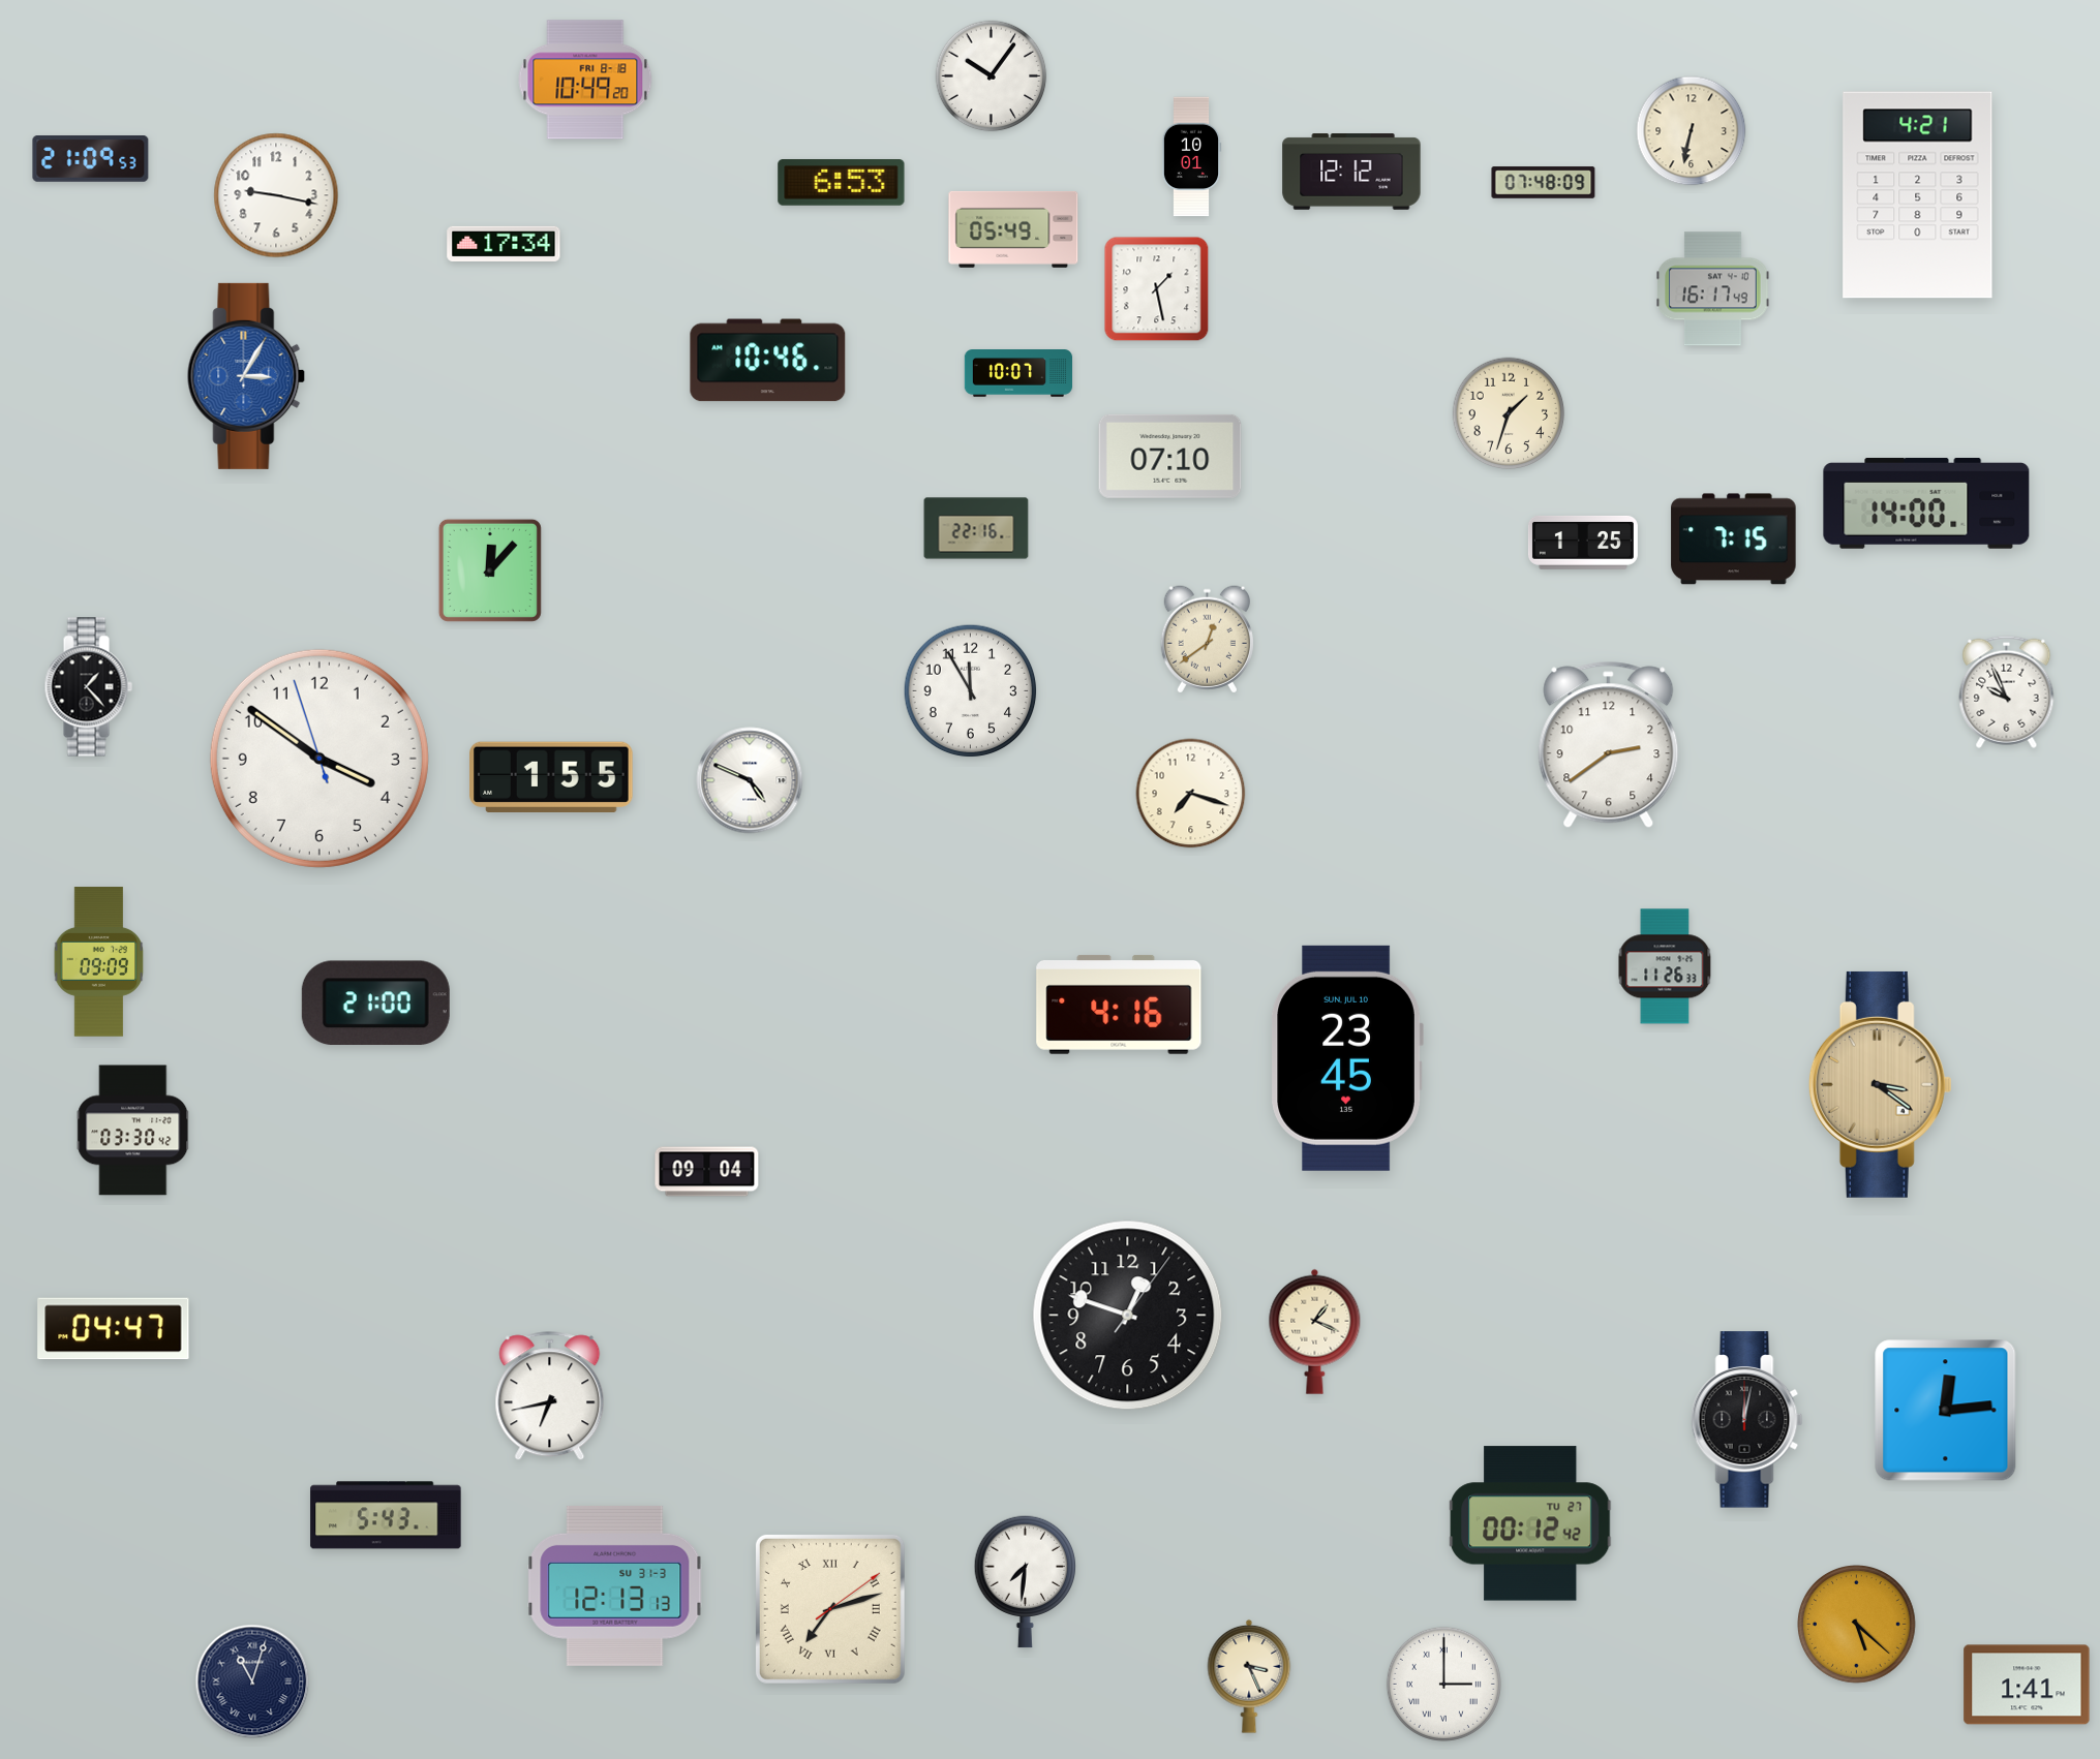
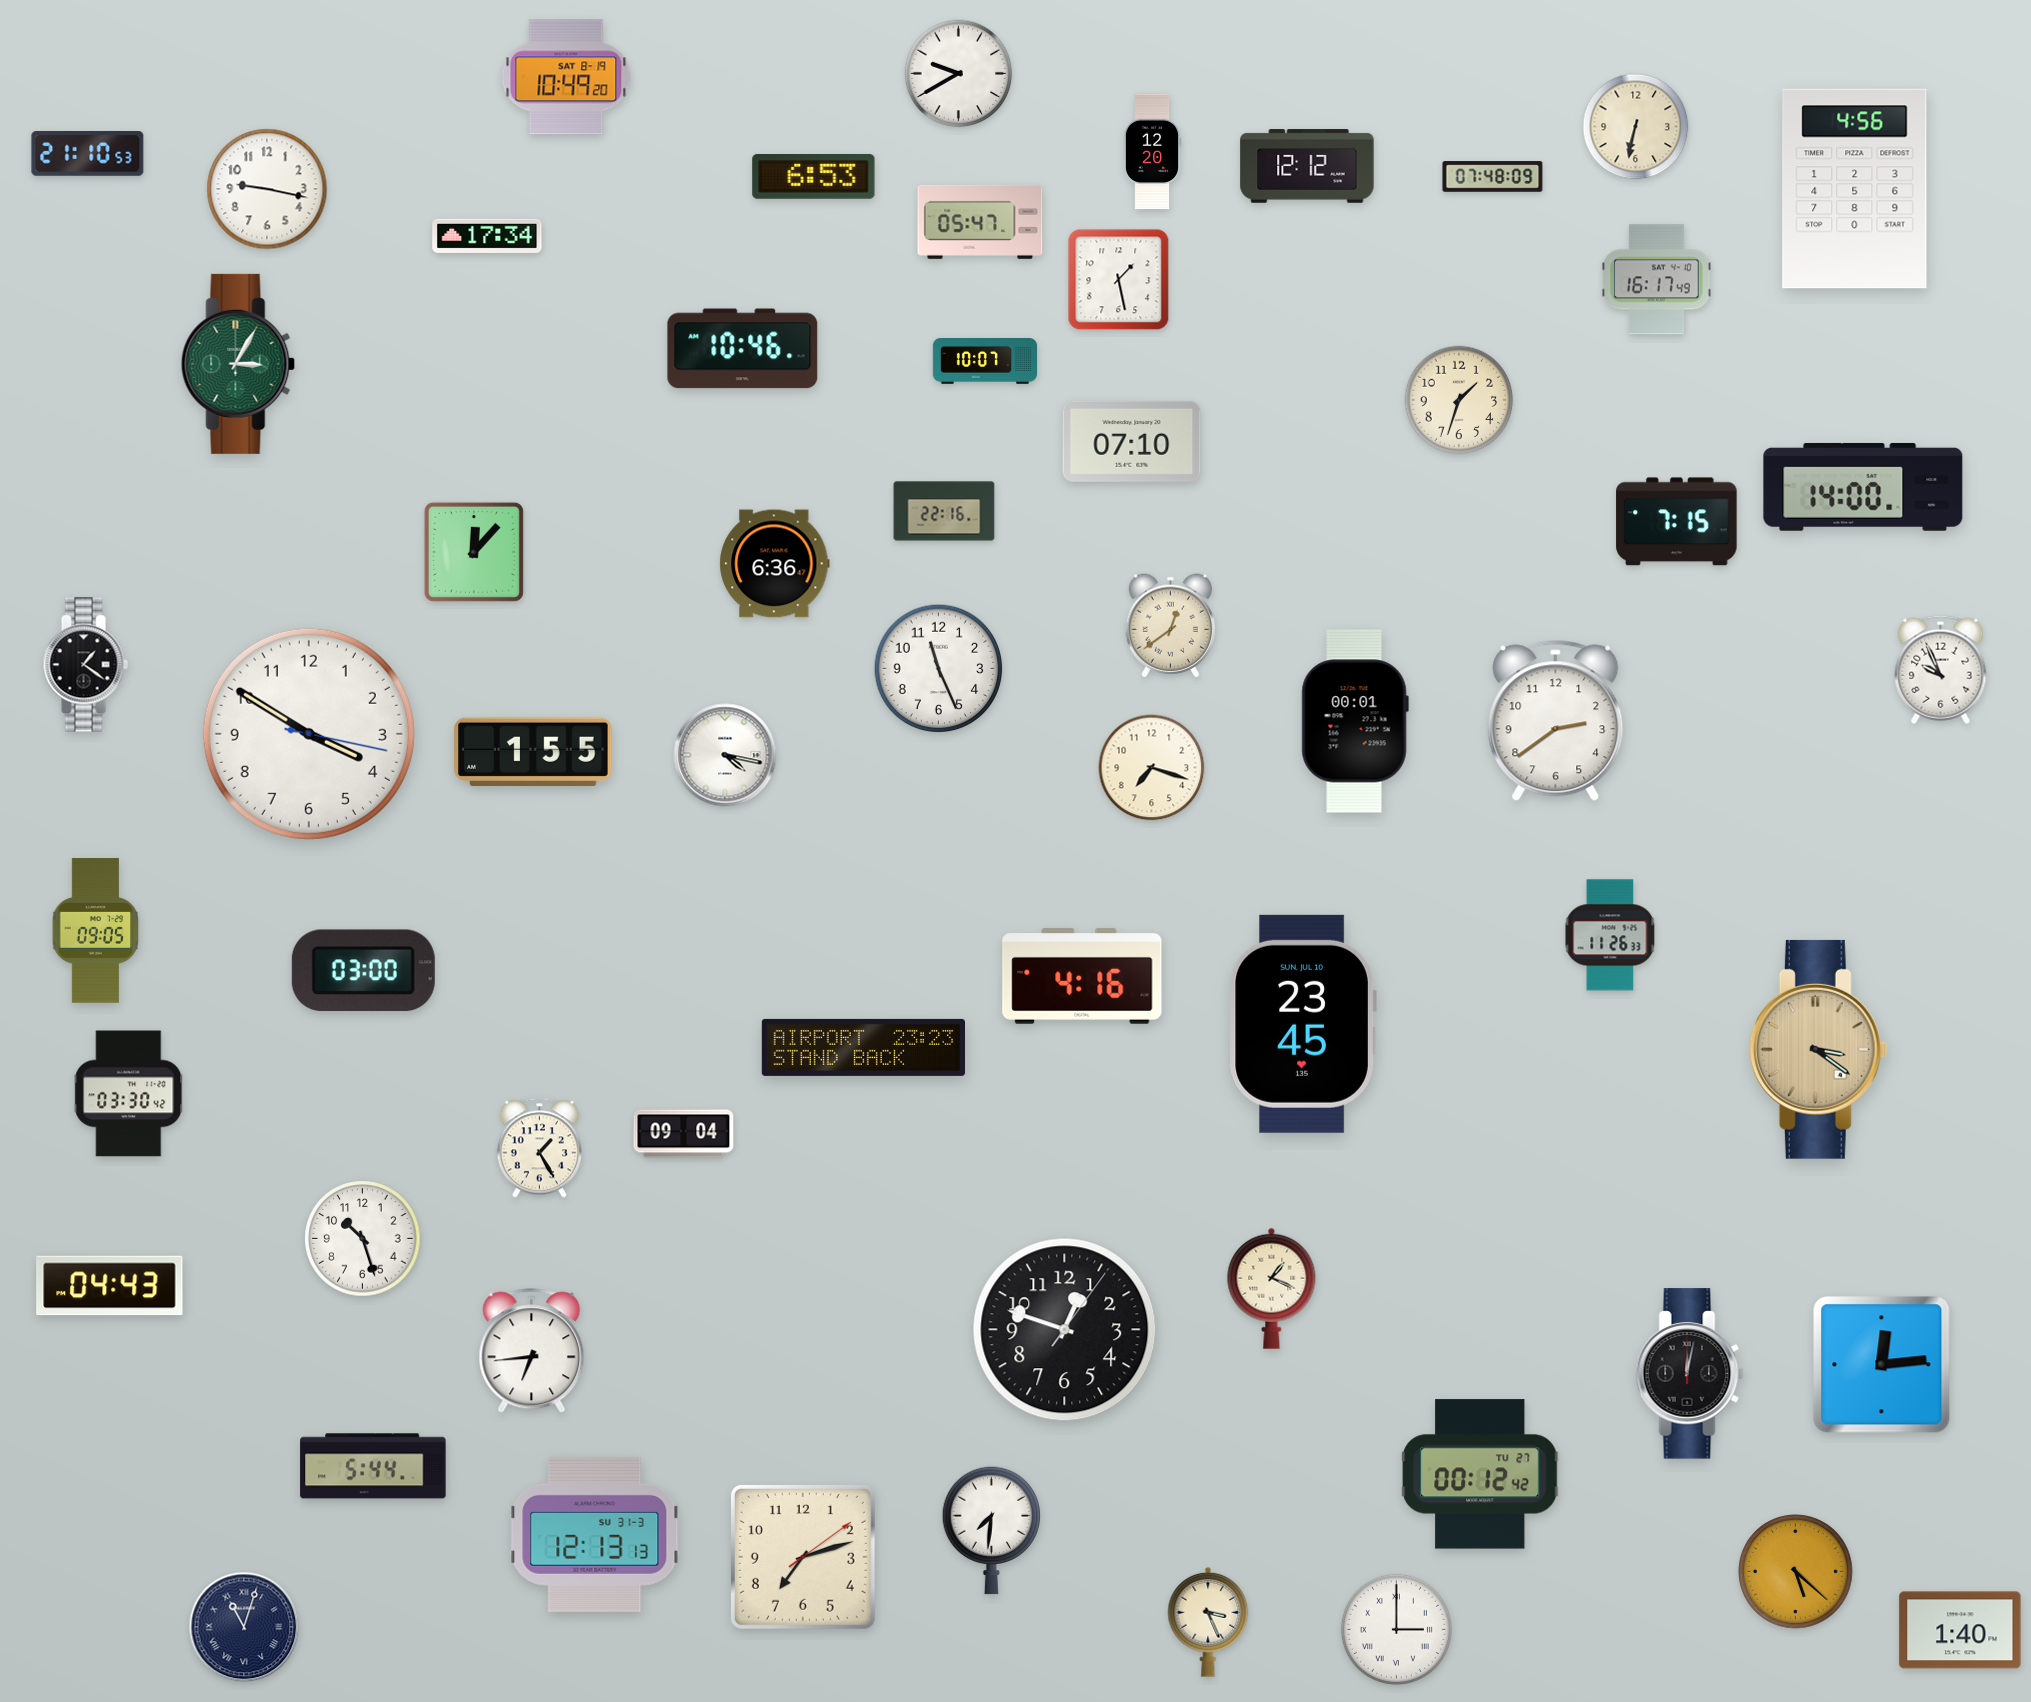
clock at (992, 76): 10:06 -> 9:40
clock at (585, 80) date: FRI 8-18 -> SAT 8-19
clock at (1191, 157): 10:01 -> 12:20
clock at (91, 159): 21:09 -> 21:10
clock at (1918, 195): 4:21 -> 4:56
clock at (1013, 229): 05:49 -> 05:47
clock at (246, 376) dial: blue -> green
clock at (1583, 543): 1:25 -> none
clock at (775, 564): none -> 6:36
clock at (1207, 640) position: (1207, 640) -> (1170, 626)
clock at (88, 687): 1:23 -> 1:21
clock at (971, 691): 11:55 -> 11:26
clock at (1355, 721): none -> 00:01
clock at (319, 759): 3:50:57 -> 3:50:17
clock at (750, 780): 4:49 -> 4:17
clock at (99, 962): 09:09 -> 09:05
clock at (375, 1002): 21:00 -> 03:00
clock at (1119, 1005) position: (1119, 1005) -> (1082, 976)
clock at (863, 1047): none -> 23:23
clock at (539, 1148): none -> 1:25
clock at (363, 1239): none -> 10:27
clock at (1128, 1316) position: (1128, 1316) -> (1065, 1330)
clock at (114, 1329): 04:47 -> 04:43
clock at (550, 1396): 6:43 -> 6:44
clock at (386, 1515): 5:43 -> 5:44
clock at (830, 1609) numerals: Roman -> Arabic
clock at (2027, 1685): 1:41 -> 1:40
